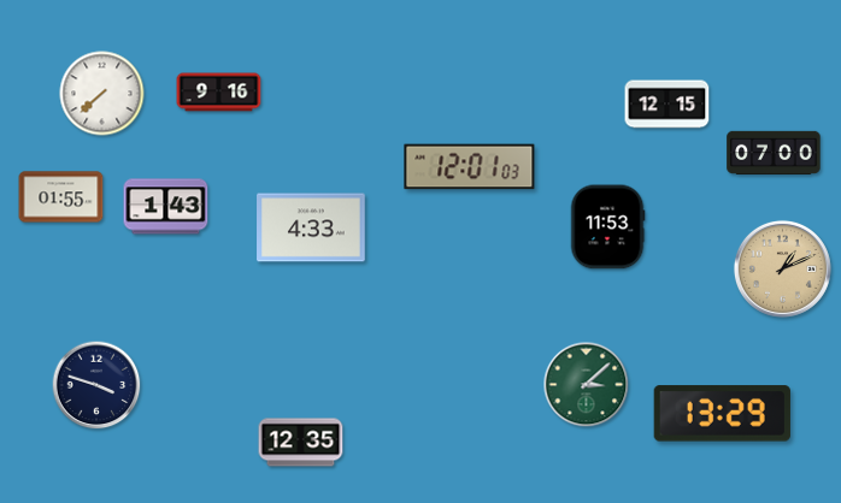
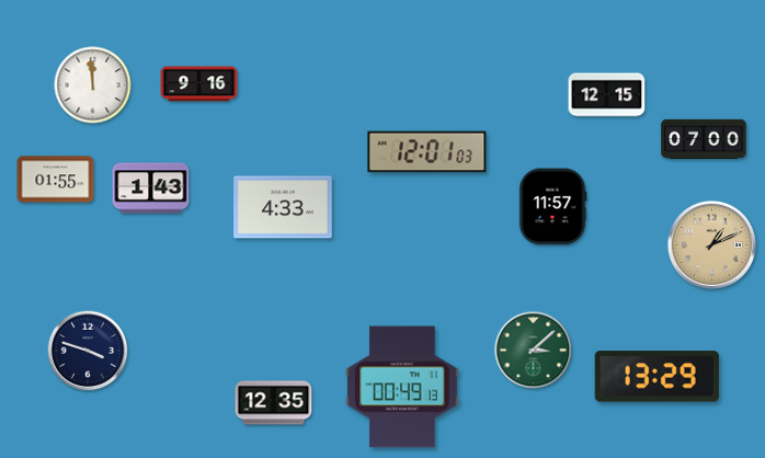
clock at (102, 94): 7:38 -> 11:59
clock at (607, 227): 11:53 -> 11:57
clock at (402, 387): none -> 00:49
